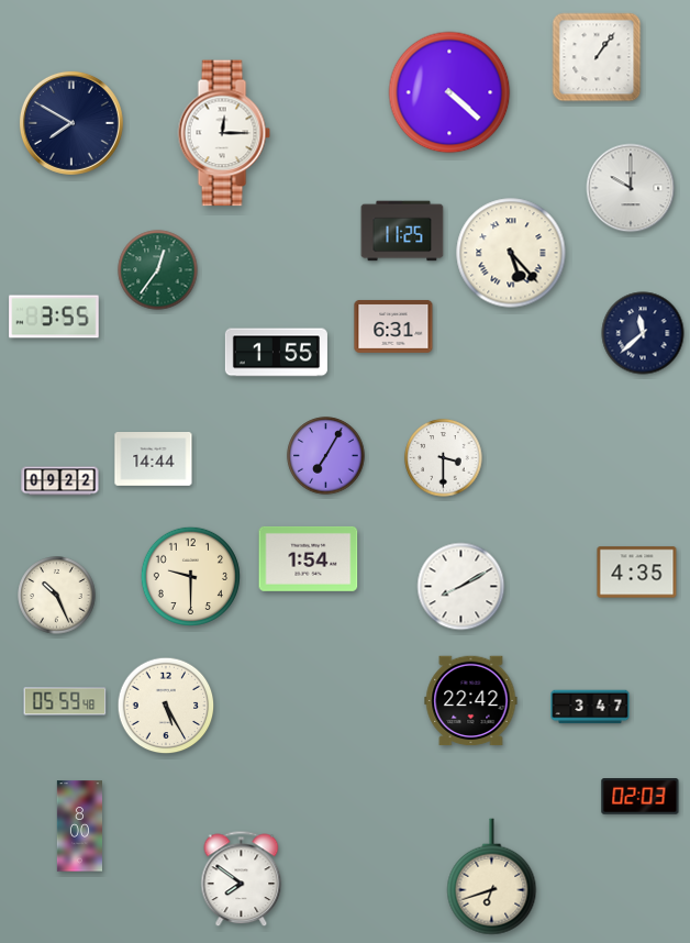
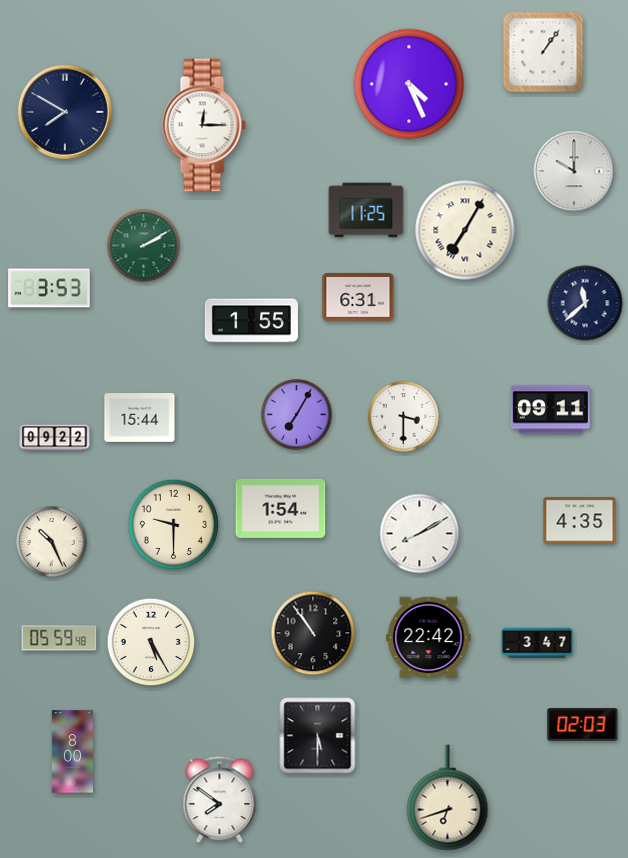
clock at (449, 92): 4:22 -> 4:26
clock at (224, 133) position: (224, 133) -> (204, 125)
clock at (511, 253): 5:23 -> 7:05
clock at (158, 270): 12:36 -> 2:10
clock at (54, 317): 3:55 -> 3:53
clock at (550, 410): none -> 09:11
clock at (154, 459): 14:44 -> 15:44
clock at (313, 633): none -> 10:54
clock at (318, 736): none -> 5:30
